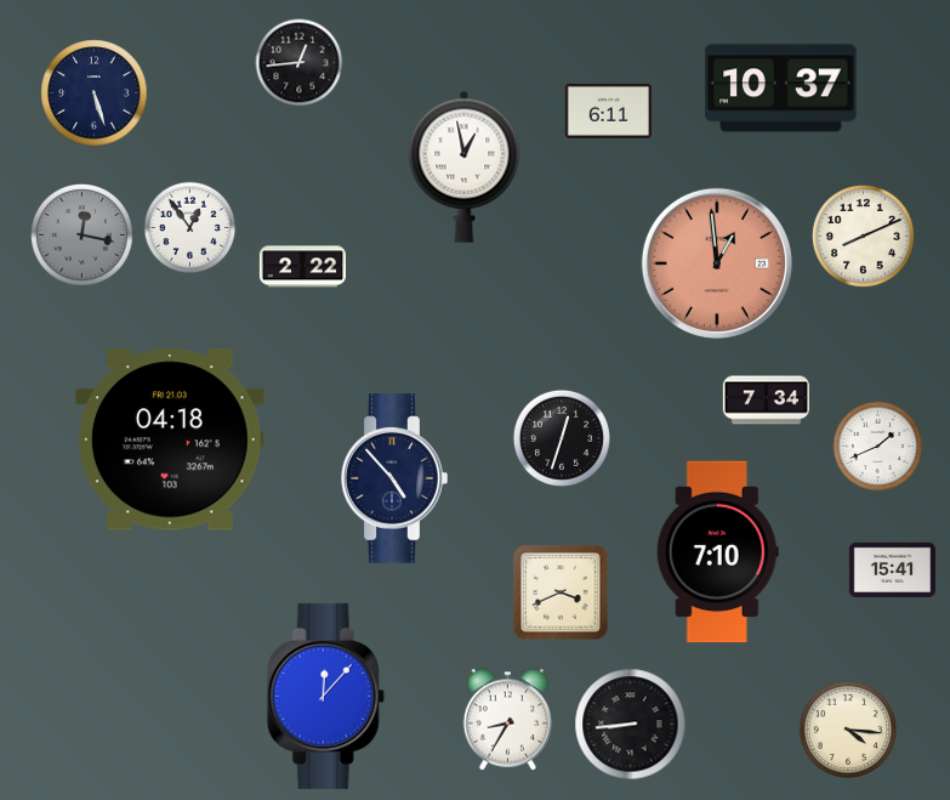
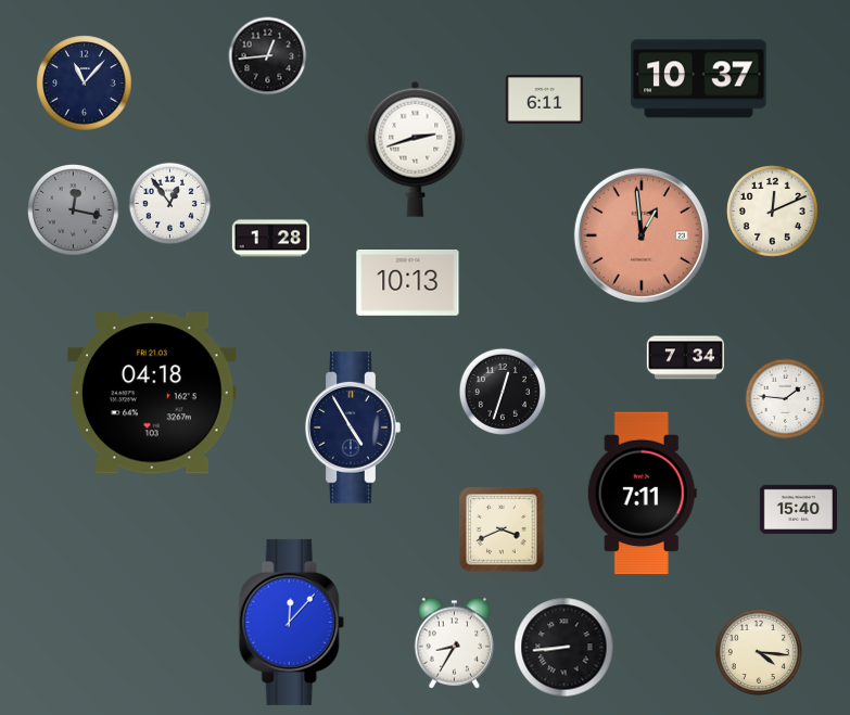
clock at (95, 93): 5:27 -> 11:07
clock at (465, 166): 12:58 -> 2:42
clock at (864, 237): 8:11 -> 12:11
clock at (302, 267): 2:22 -> 1:28
clock at (408, 283): none -> 10:13
clock at (878, 447): 1:41 -> 1:46
clock at (394, 478): 4:53 -> 4:55
clock at (717, 552): 7:10 -> 7:11
clock at (892, 569): 15:41 -> 15:40
